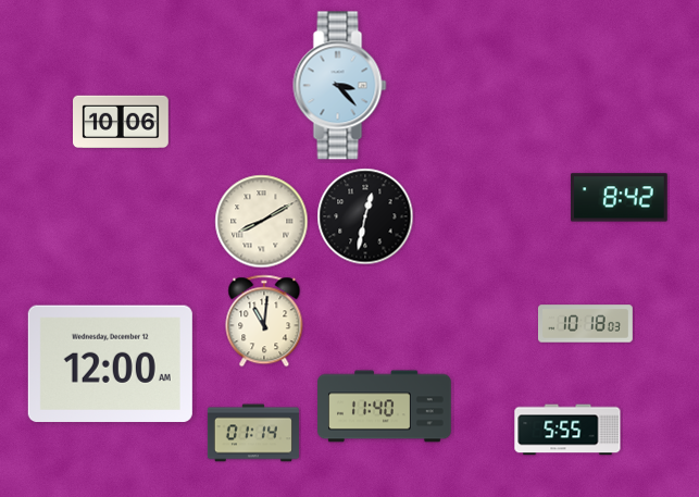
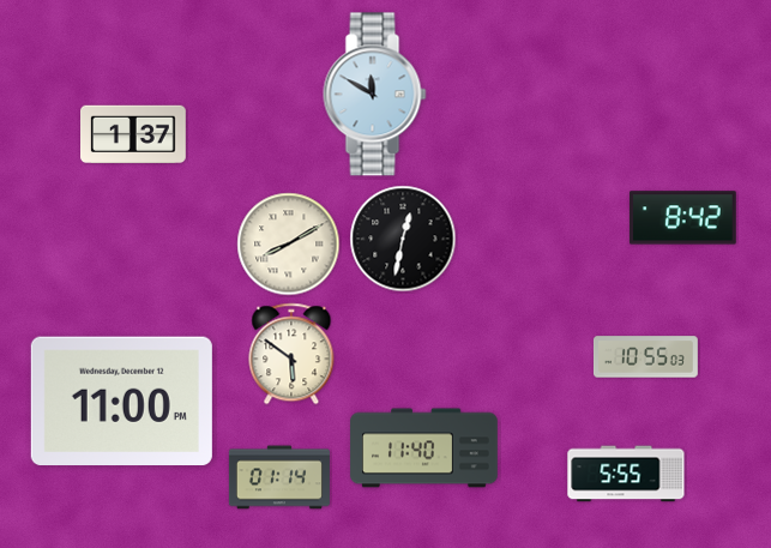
clock at (340, 86): 3:23 -> 11:50
clock at (122, 122): 10:06 -> 1:37
clock at (264, 321): 11:01 -> 5:51
clock at (585, 324): 10:18 -> 10:55
clock at (110, 364): 12:00 -> 11:00
